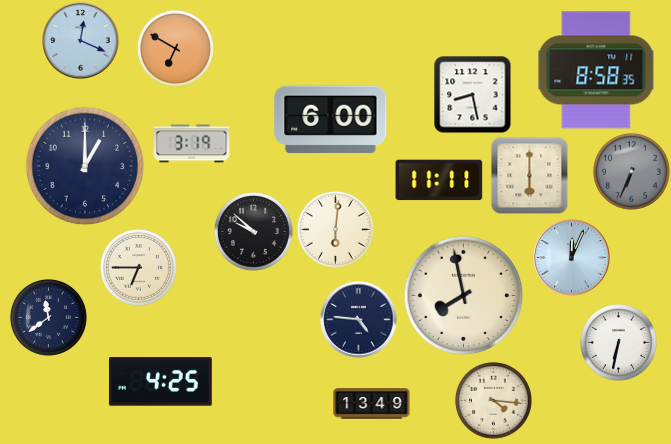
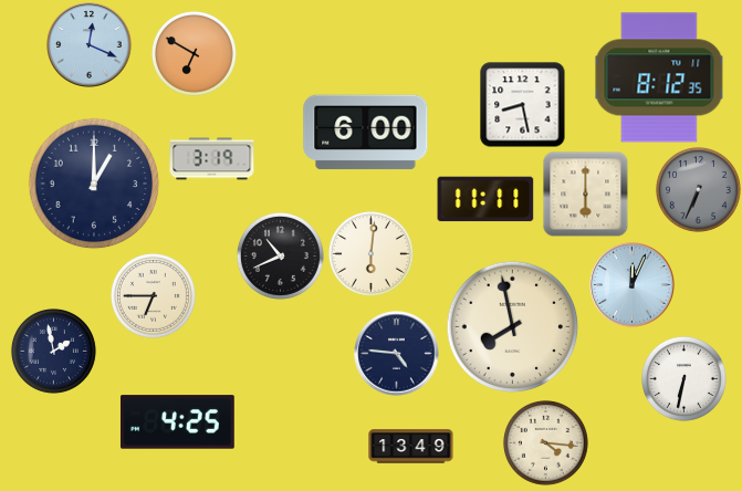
clock at (596, 70): 8:58 -> 8:12
clock at (253, 231): 9:52 -> 10:41
clock at (48, 317): 11:39 -> 1:58
